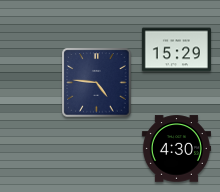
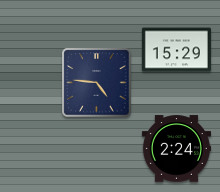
clock at (176, 149): 4:30 -> 2:24
